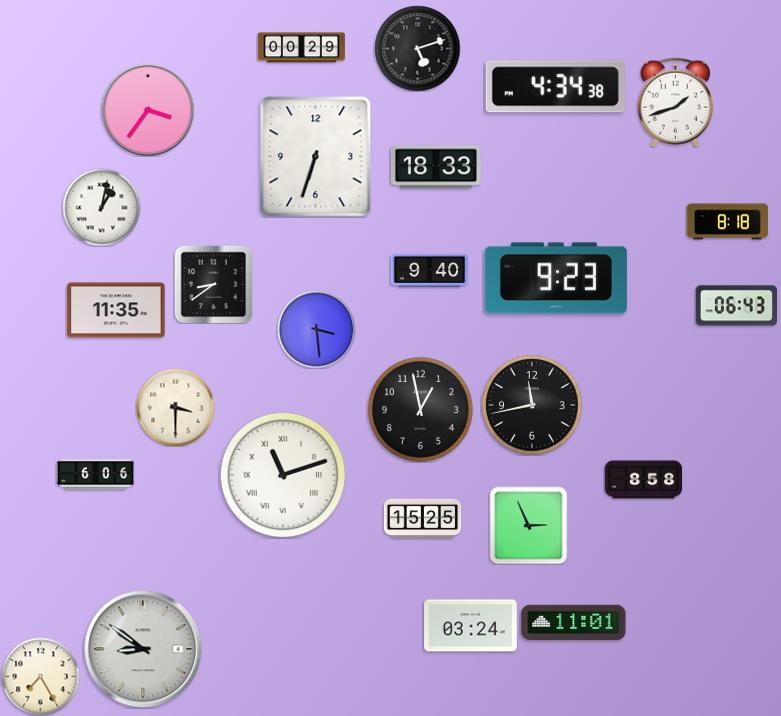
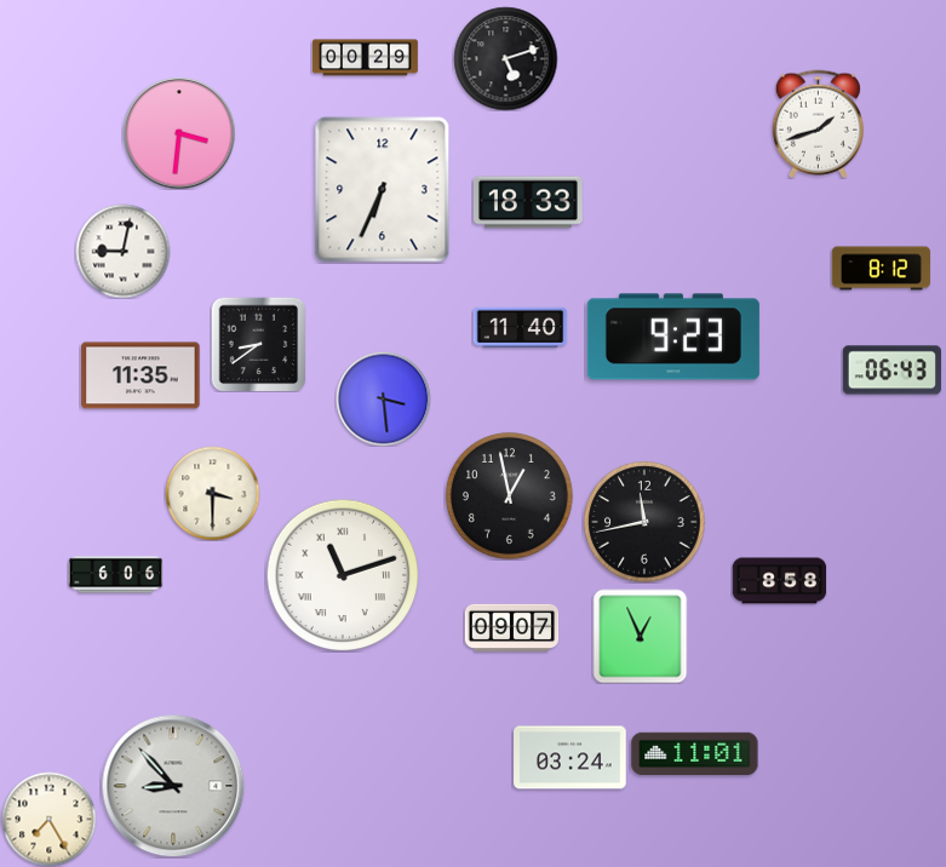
clock at (555, 87): 4:34 -> none
clock at (148, 110): 3:36 -> 3:31
clock at (316, 157): 6:33 -> 6:34
clock at (101, 207): 1:02 -> 9:02
clock at (727, 222): 8:18 -> 8:12
clock at (429, 270): 9:40 -> 11:40
clock at (532, 405) position: (532, 405) -> (644, 522)
clock at (422, 518): 15:25 -> 09:07
clock at (528, 525): 2:56 -> 12:56
clock at (143, 649): 8:51 -> 8:53
